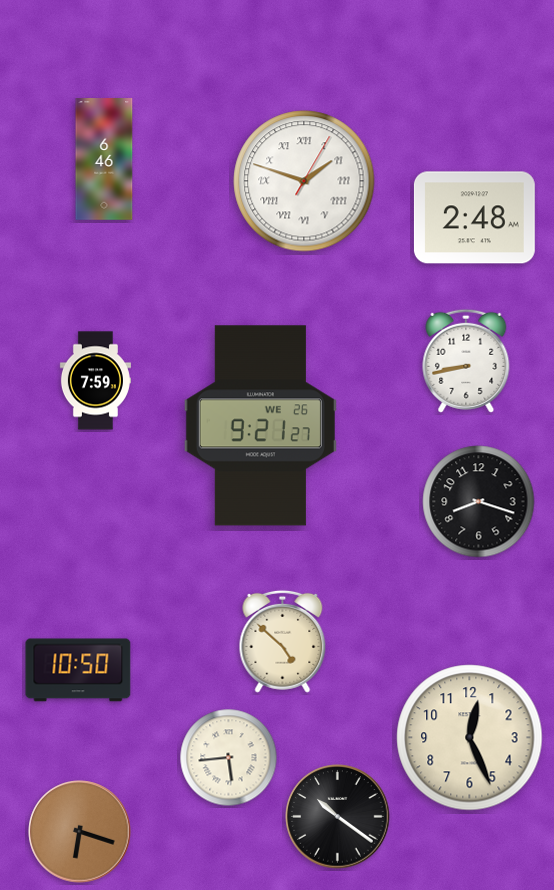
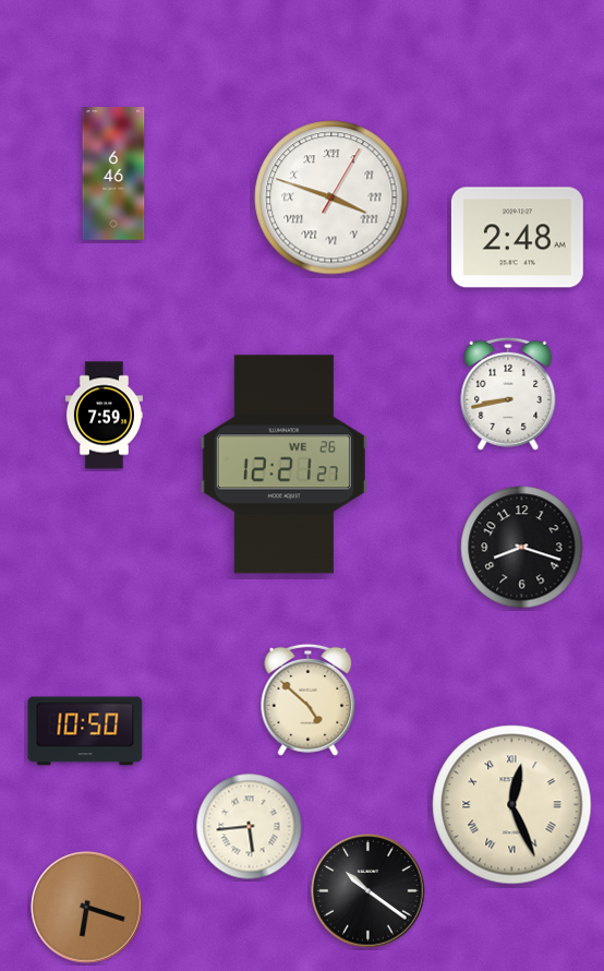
clock at (304, 181): 1:48 -> 3:48
clock at (260, 426): 9:21 -> 12:21
clock at (470, 738) numerals: Arabic -> Roman
